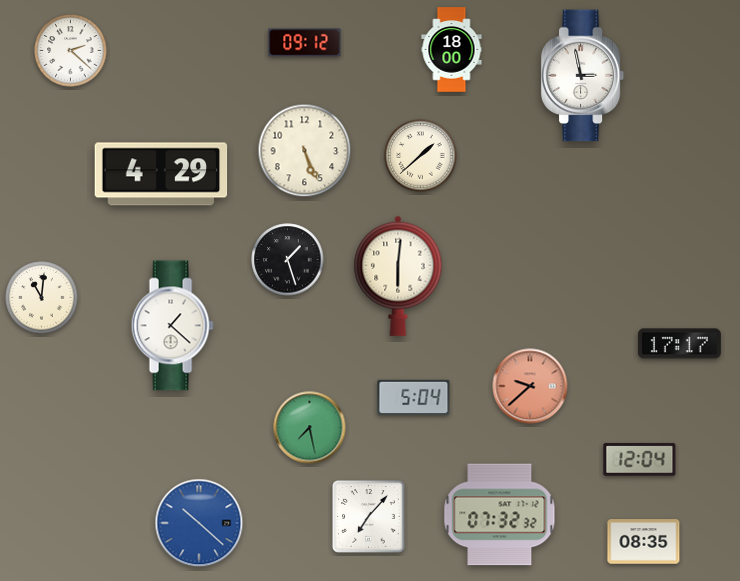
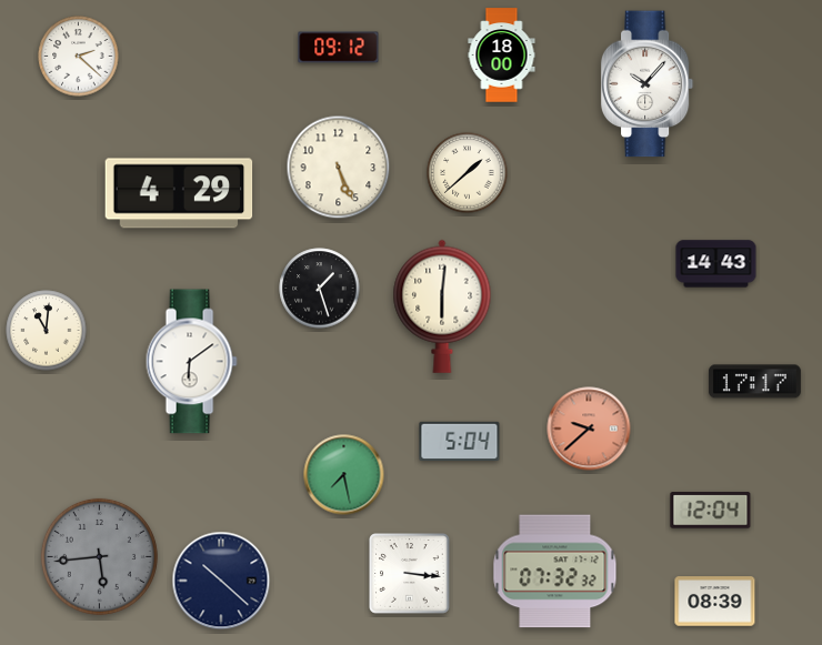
clock at (583, 76): 2:58 -> 10:07
clock at (716, 264): none -> 14:43
clock at (172, 326): 1:22 -> 6:09
clock at (99, 556): none -> 5:44
clock at (369, 517): 7:07 -> 3:16
clock at (199, 523) dial: blue -> navy
clock at (644, 542): 08:35 -> 08:39
